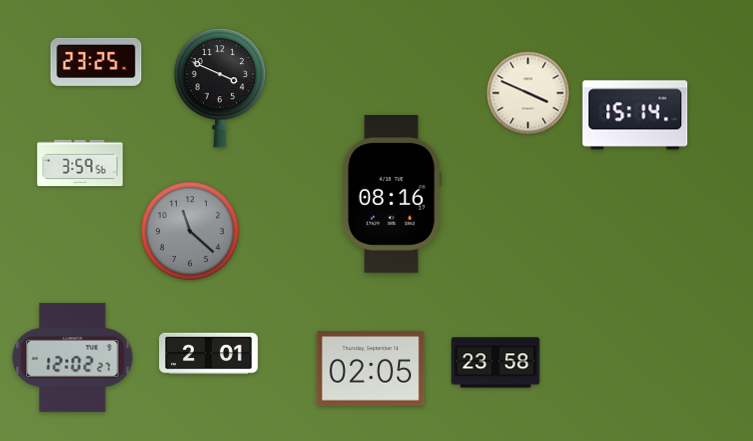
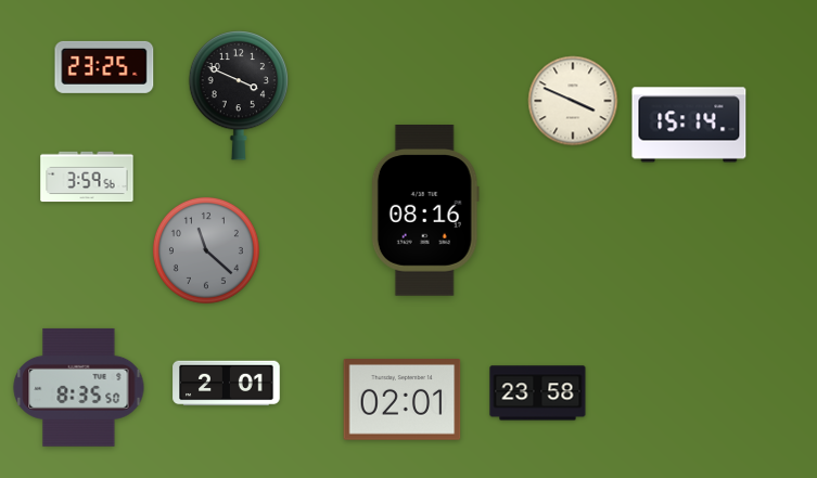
clock at (73, 357): 12:02 -> 8:35
clock at (371, 369): 02:05 -> 02:01
